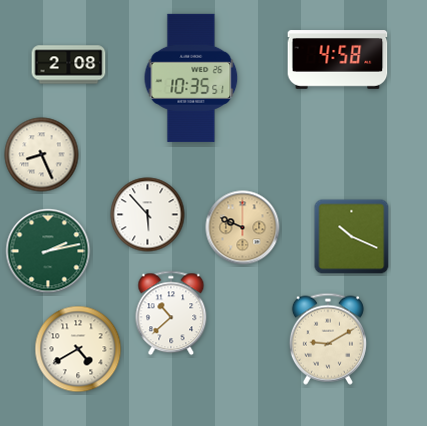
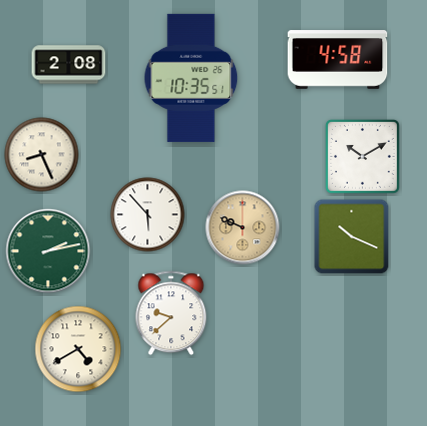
clock at (363, 157): none -> 10:10
clock at (171, 313): 10:38 -> 9:38
clock at (328, 339): 9:10 -> none
